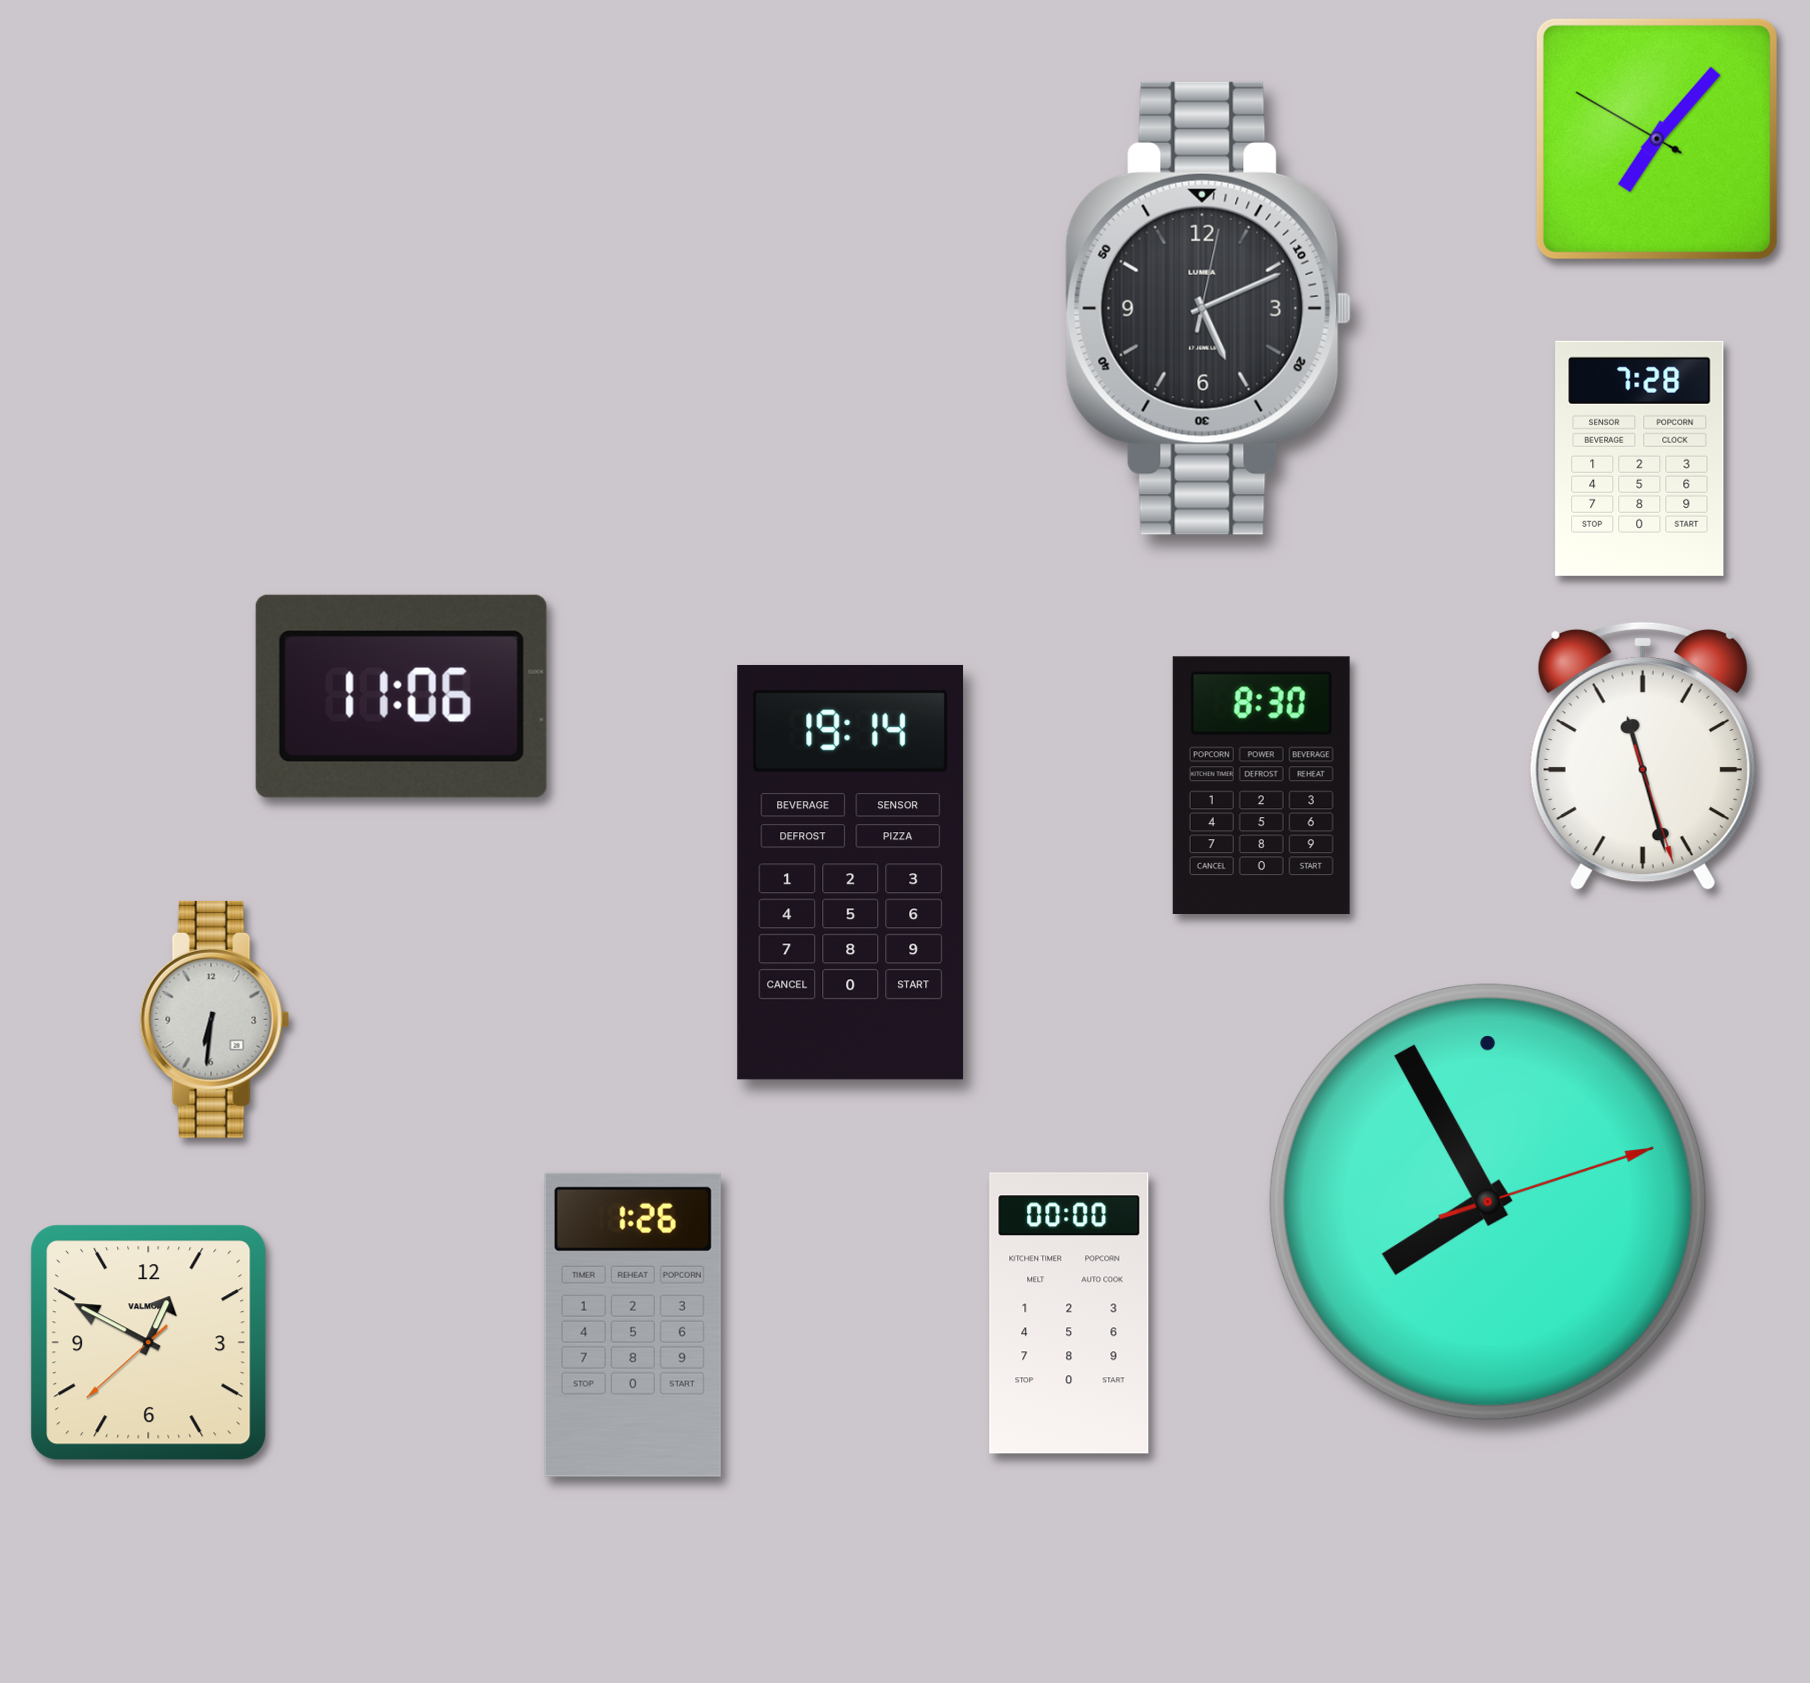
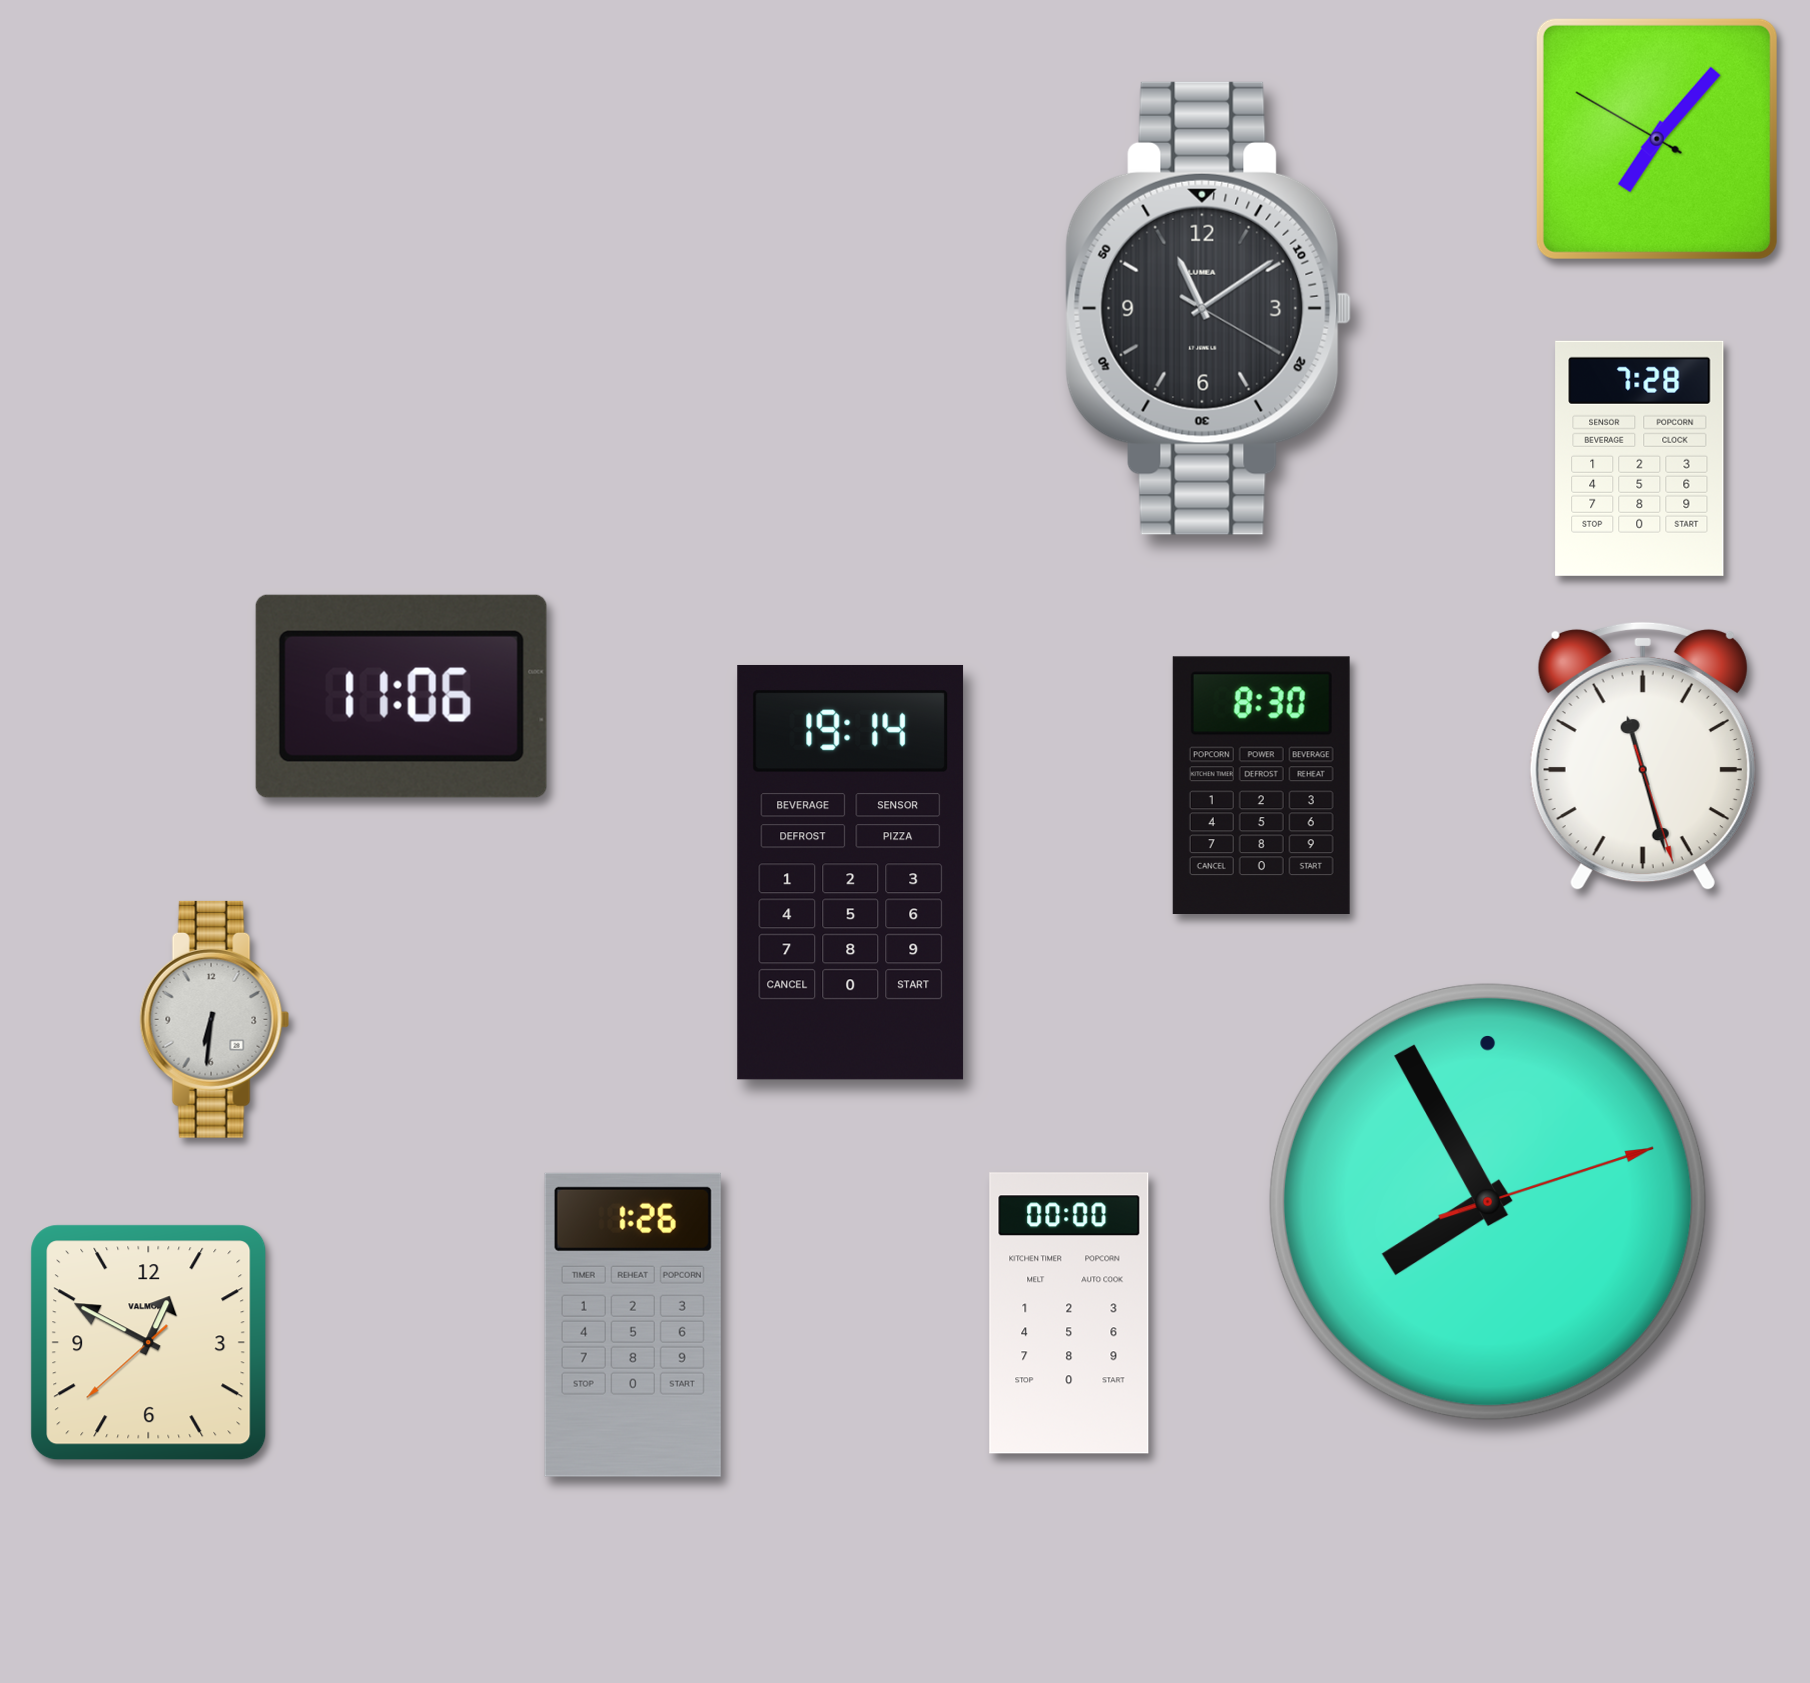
clock at (1209, 308): 5:11 -> 11:09
